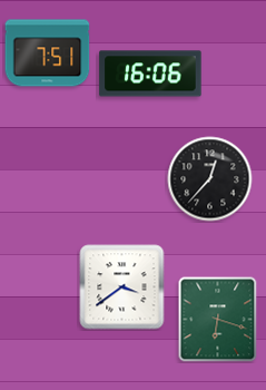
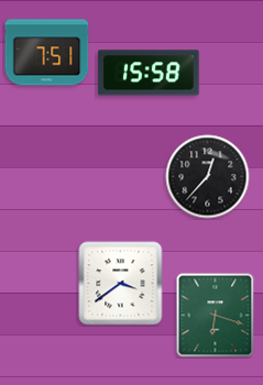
clock at (150, 74): 16:06 -> 15:58
